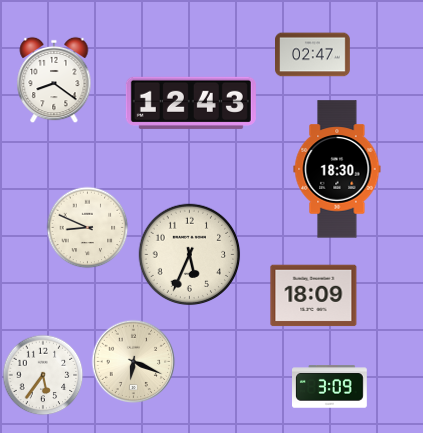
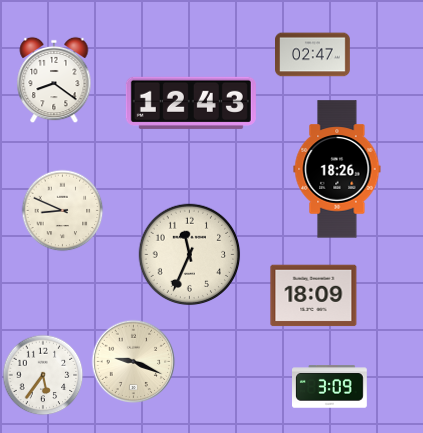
clock at (337, 169): 18:30 -> 18:26
clock at (88, 228) position: (88, 228) -> (63, 211)
clock at (190, 255): 5:34 -> 11:34
clock at (134, 362): 6:19 -> 9:19
